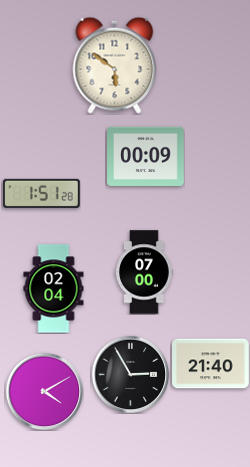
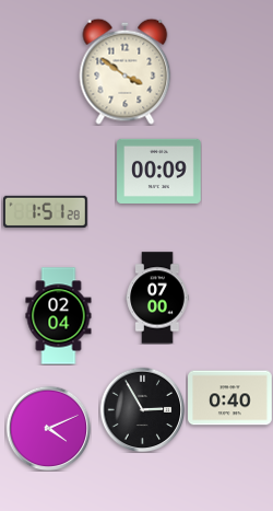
clock at (115, 65): 5:51 -> 3:51
clock at (211, 364): 21:40 -> 0:40
clock at (44, 391): 4:10 -> 4:11
